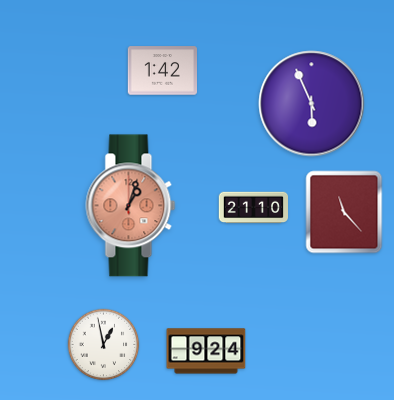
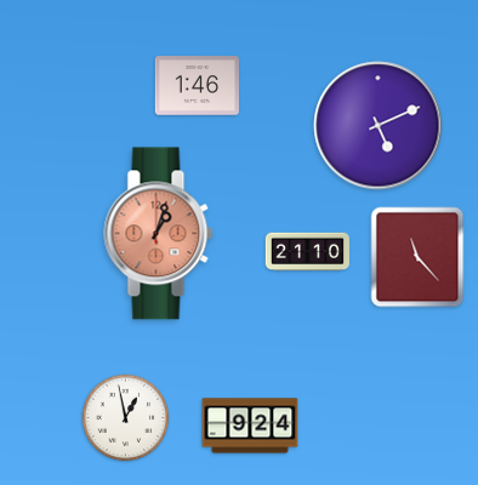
clock at (162, 71): 1:42 -> 1:46
clock at (312, 104): 5:56 -> 5:11
clock at (131, 206) position: (131, 206) -> (159, 234)
